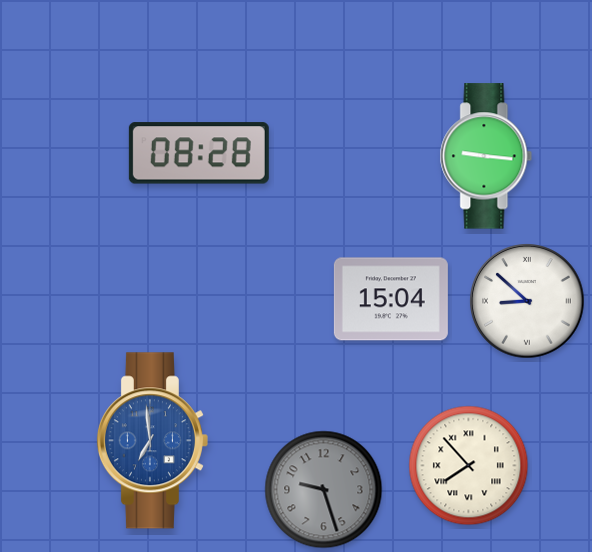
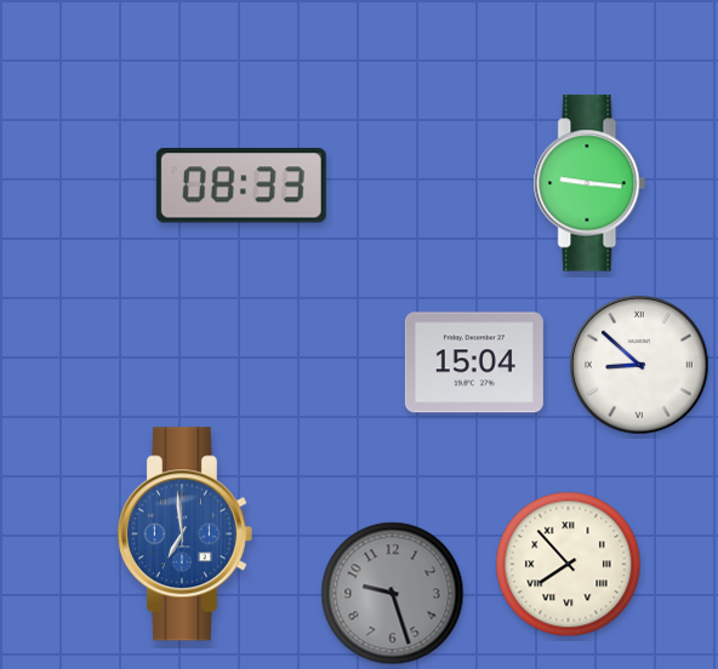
clock at (199, 153): 08:28 -> 08:33
clock at (486, 156) position: (486, 156) -> (589, 183)
